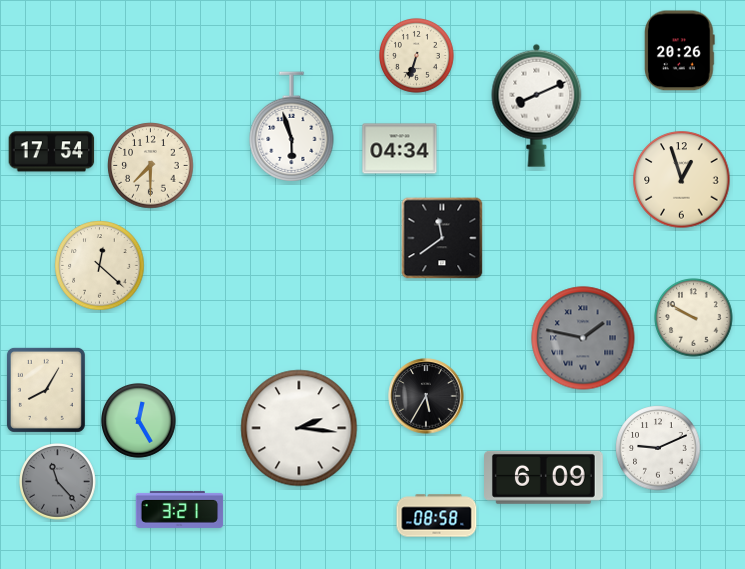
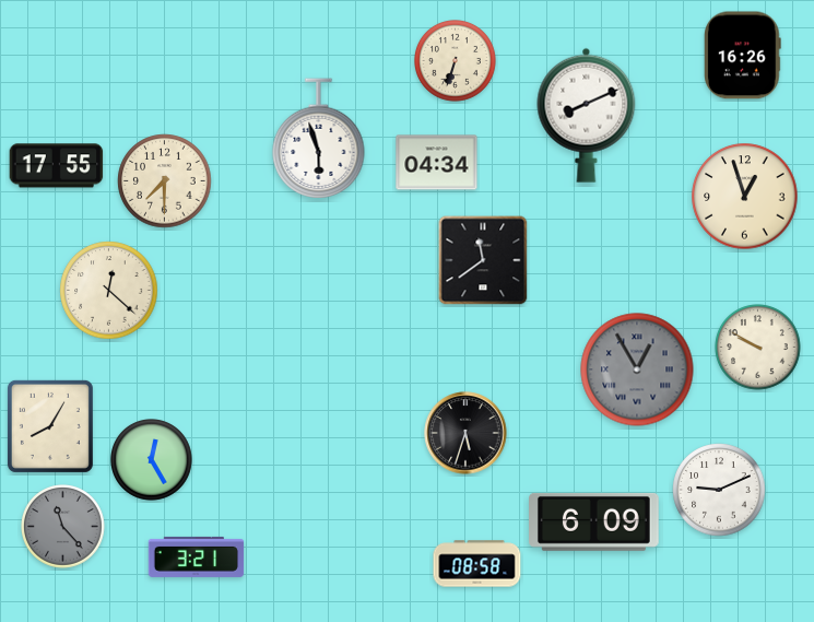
clock at (680, 51): 20:26 -> 16:26
clock at (52, 152): 17:54 -> 17:55
clock at (583, 338): 1:47 -> 12:55
clock at (426, 396): 5:35 -> 5:33
clock at (299, 428): 2:16 -> none
